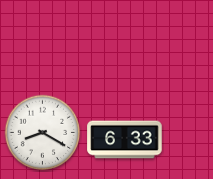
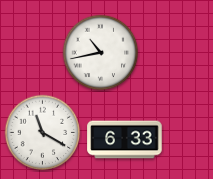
clock at (101, 53): none -> 10:43
clock at (43, 133): 8:20 -> 11:20
